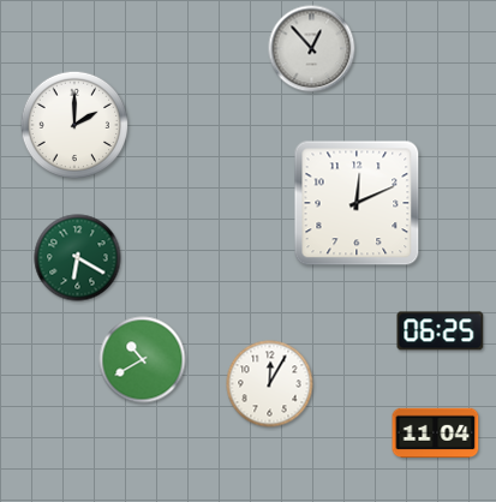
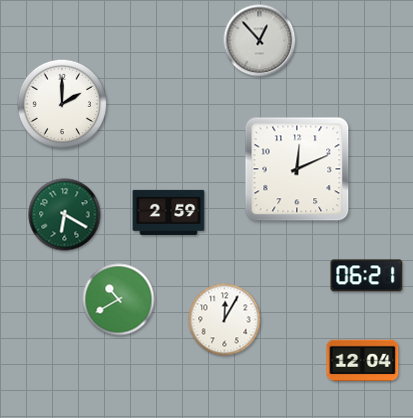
clock at (169, 212): none -> 2:59
clock at (441, 331): 06:25 -> 06:21
clock at (436, 434): 11:04 -> 12:04
